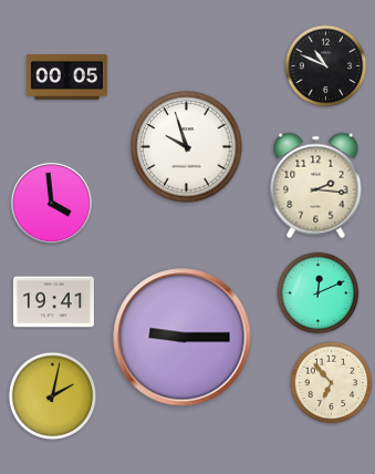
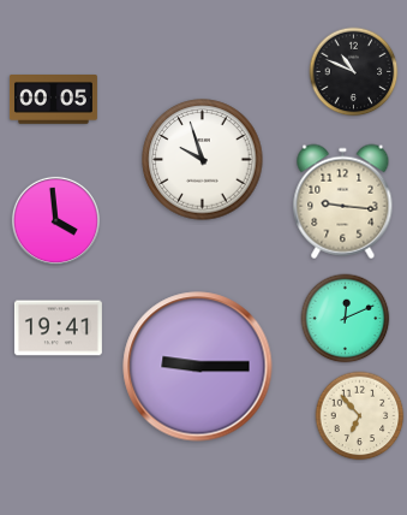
clock at (66, 78) position: (66, 78) -> (53, 100)
clock at (316, 186): 2:16 -> 9:16
clock at (53, 396): 2:02 -> none
